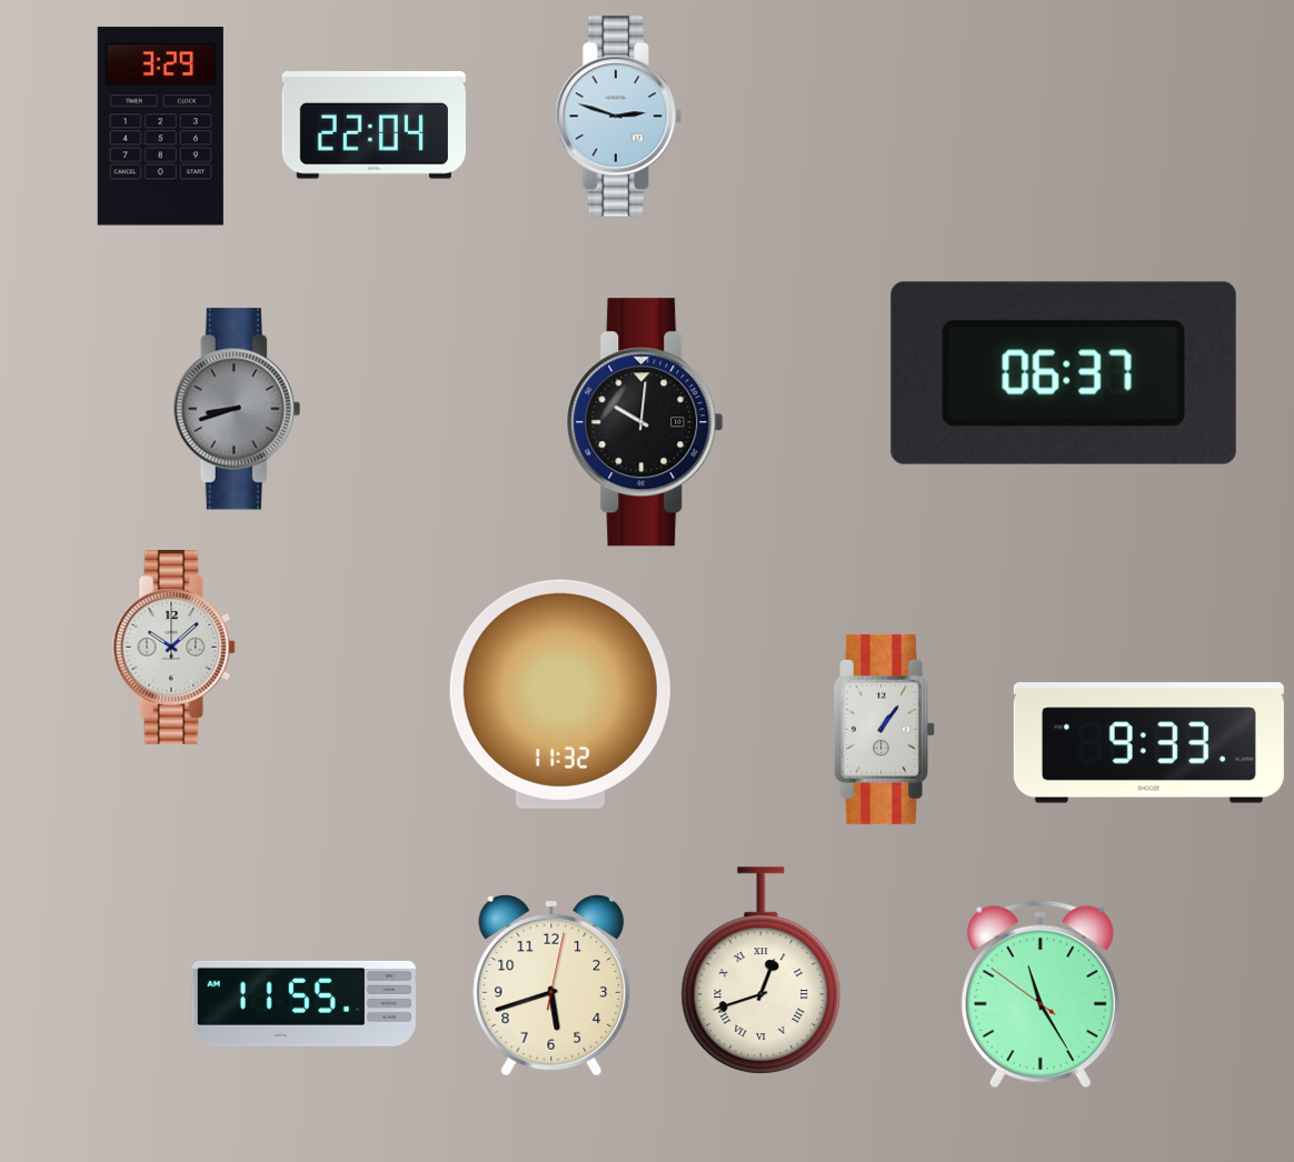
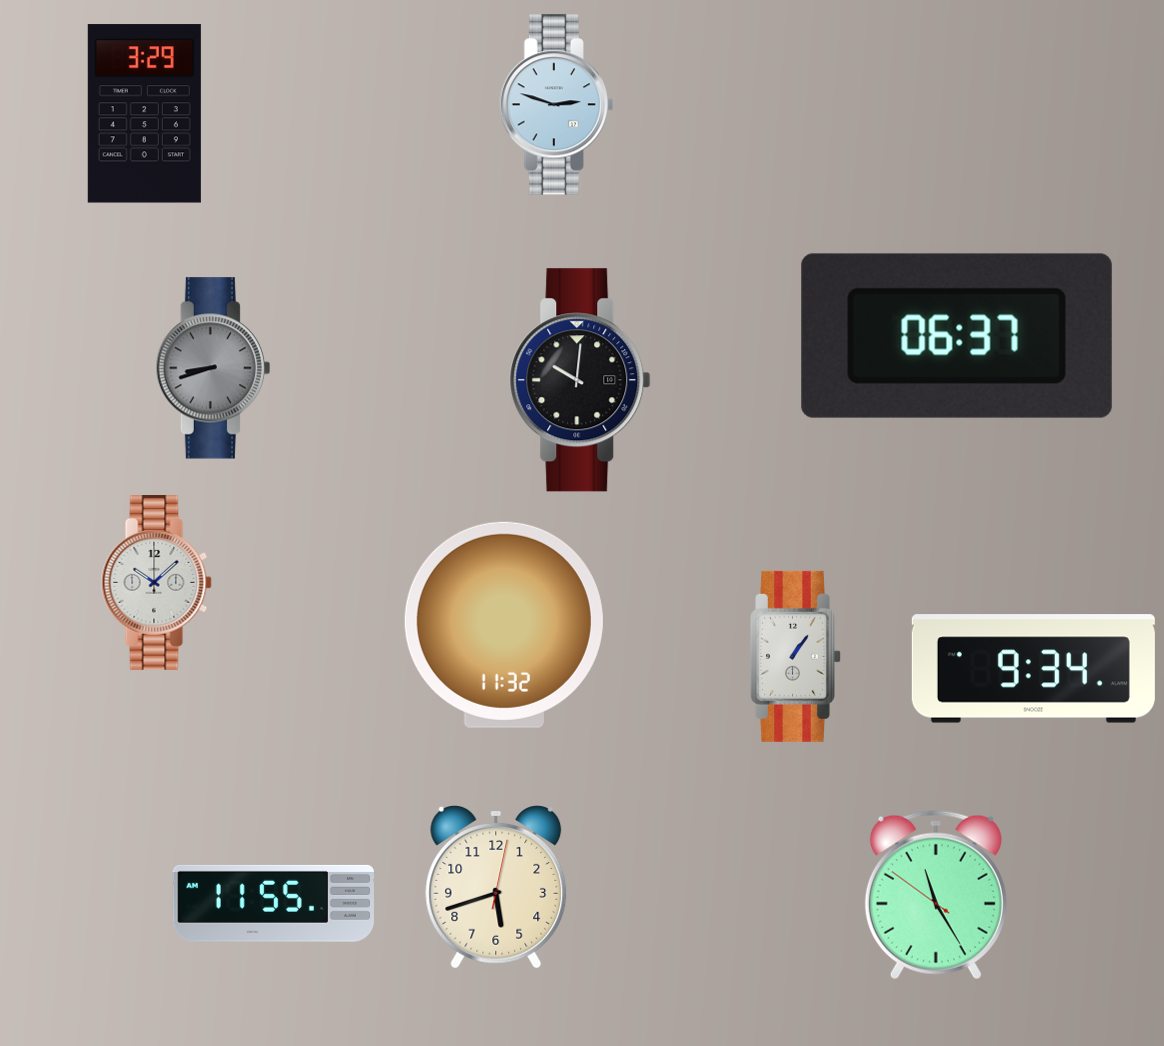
clock at (374, 126): 22:04 -> none
clock at (1148, 743): 9:33 -> 9:34
clock at (762, 971): 12:42 -> none
